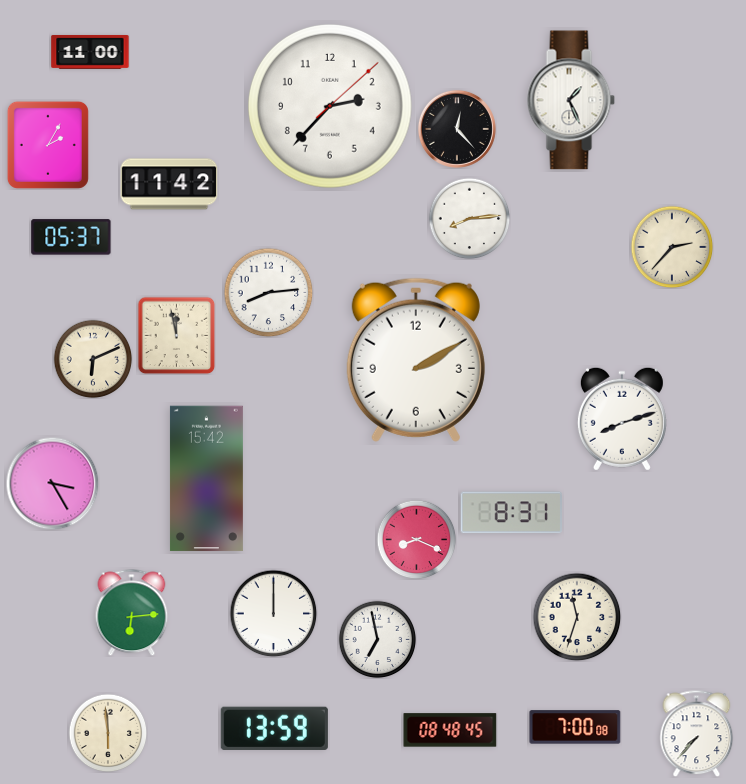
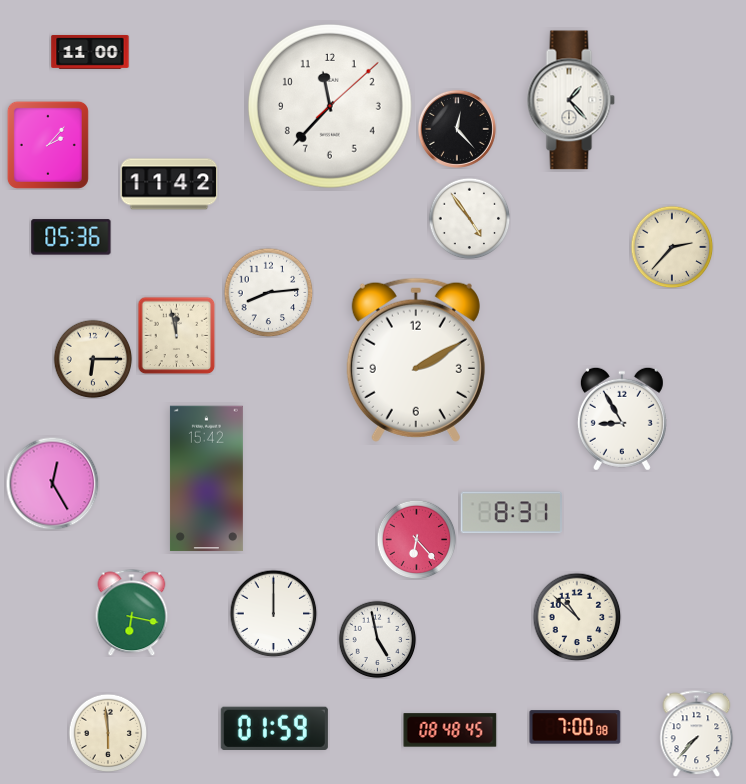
clock at (571, 100): 1:26 -> 1:23
clock at (331, 107): 2:37 -> 11:37
clock at (48, 145): 2:05 -> 2:07
clock at (469, 218): 8:14 -> 4:54
clock at (71, 237): 05:37 -> 05:36
clock at (93, 359): 6:11 -> 6:15
clock at (622, 419): 8:12 -> 8:55
clock at (52, 483): 3:25 -> 12:25
clock at (416, 539): 8:19 -> 6:23
clock at (132, 612): 6:14 -> 6:17
clock at (577, 617): 11:33 -> 10:52
clock at (377, 639): 6:58 -> 4:58
clock at (274, 728): 13:59 -> 01:59
